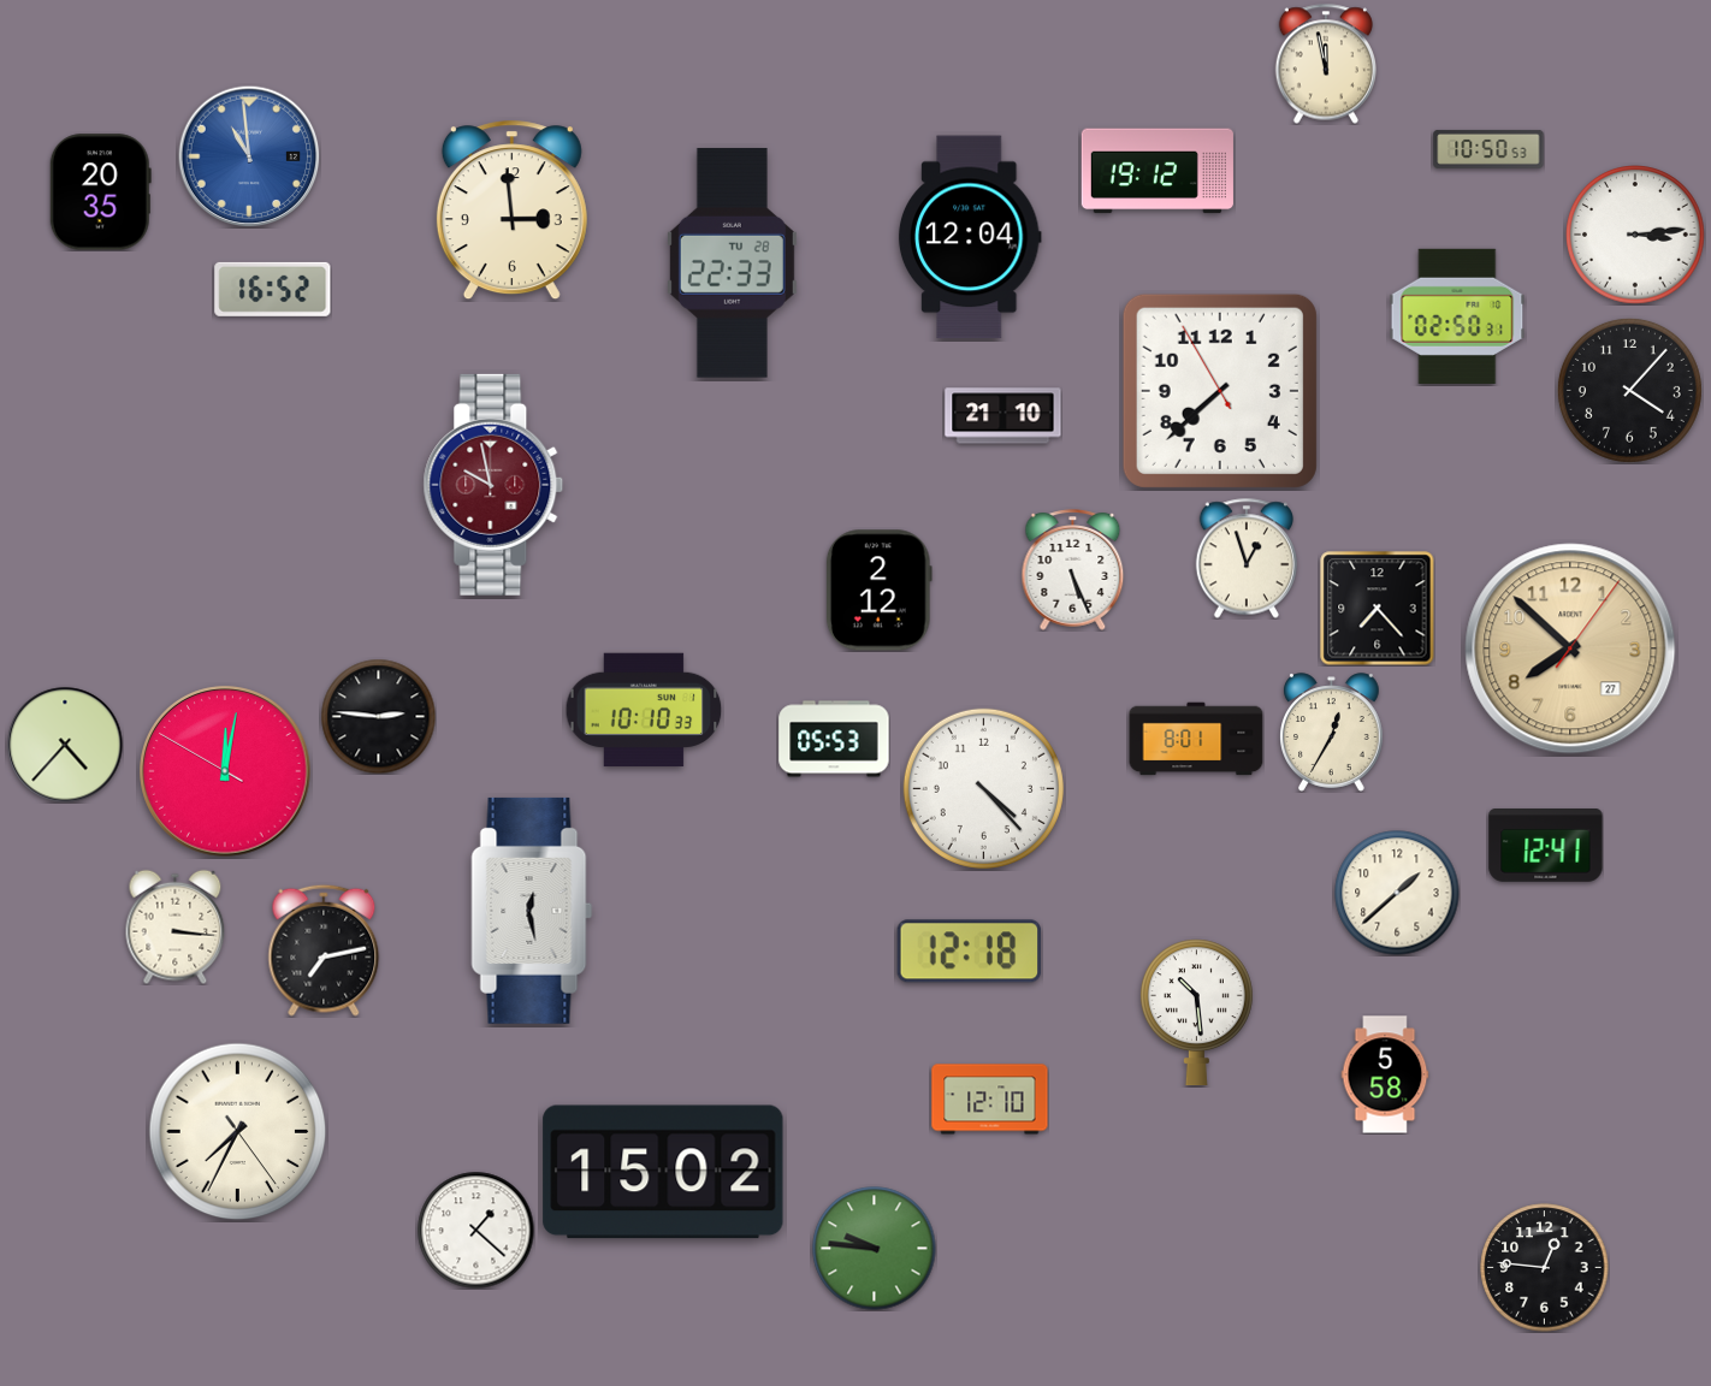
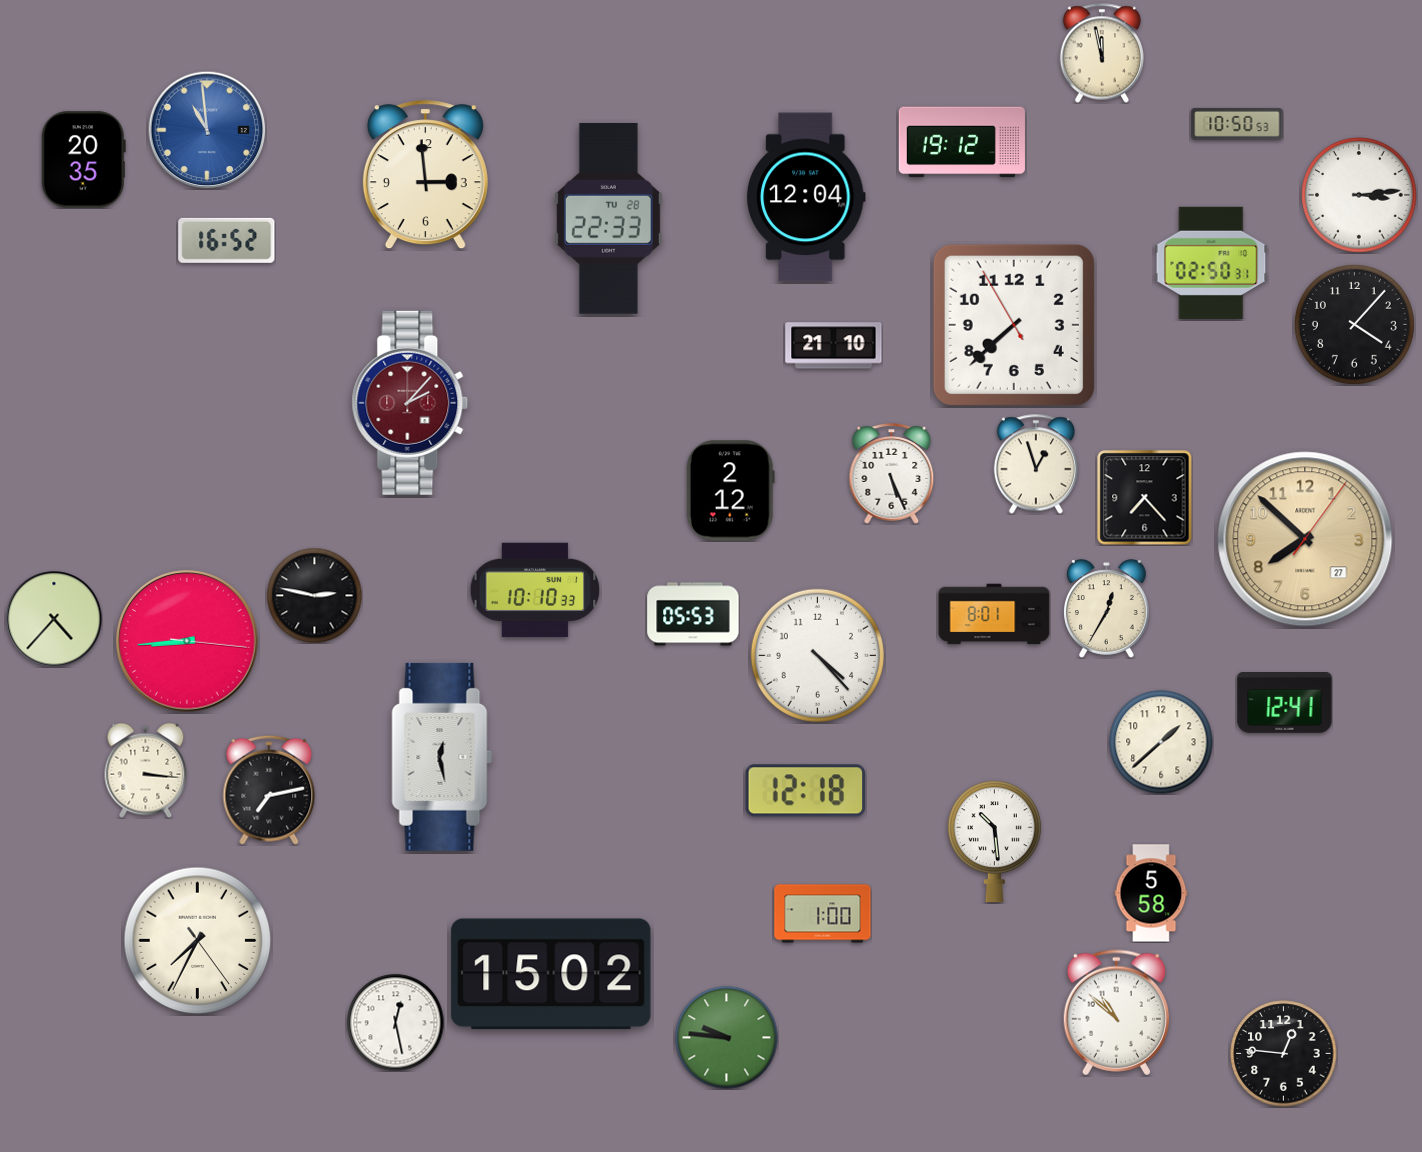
clock at (493, 485): 9:58 -> 2:07
clock at (1377, 608) position: (1377, 608) -> (1144, 497)
clock at (378, 716): 2:46 -> 2:47
clock at (225, 771): 12:01 -> 8:44
clock at (990, 1100): 12:10 -> 1:00
clock at (1116, 1013): none -> 10:52
clock at (475, 1230): 1:22 -> 12:28
